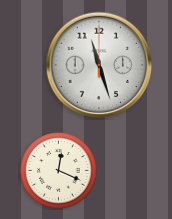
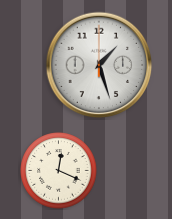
clock at (99, 65): 11:27 -> 1:27
